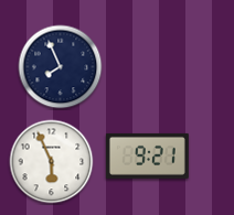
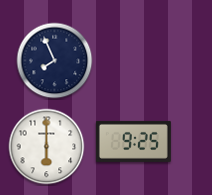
clock at (147, 155): 9:21 -> 9:25
clock at (52, 162): 5:56 -> 6:00
